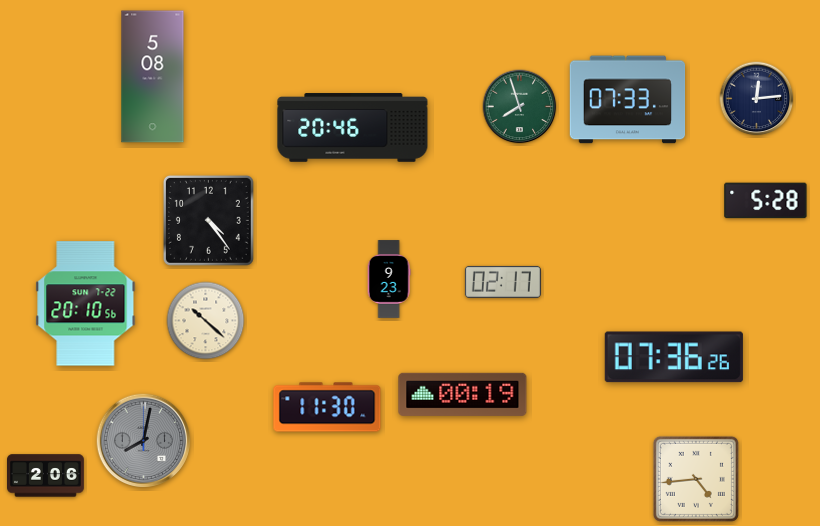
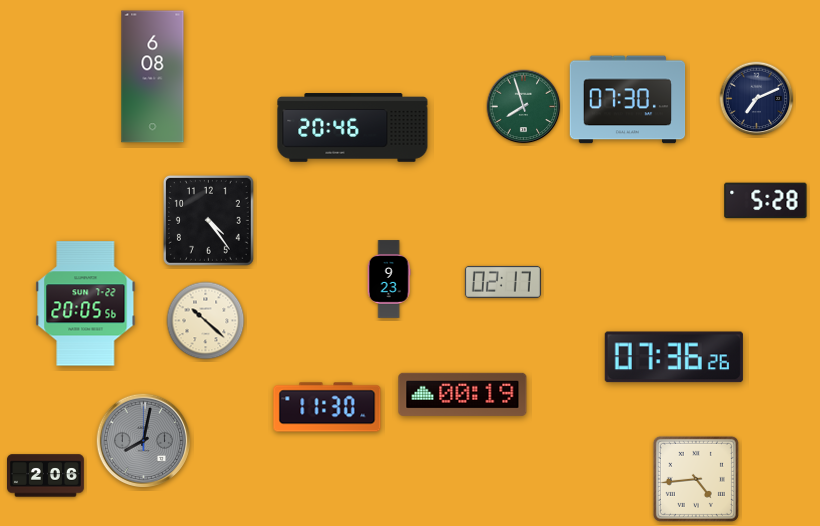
clock at (153, 77): 5:08 -> 6:08
clock at (757, 99): 12:14 -> 7:11
clock at (628, 100): 07:33 -> 07:30
clock at (520, 107) position: (520, 107) -> (524, 107)
clock at (86, 304): 20:10 -> 20:05
